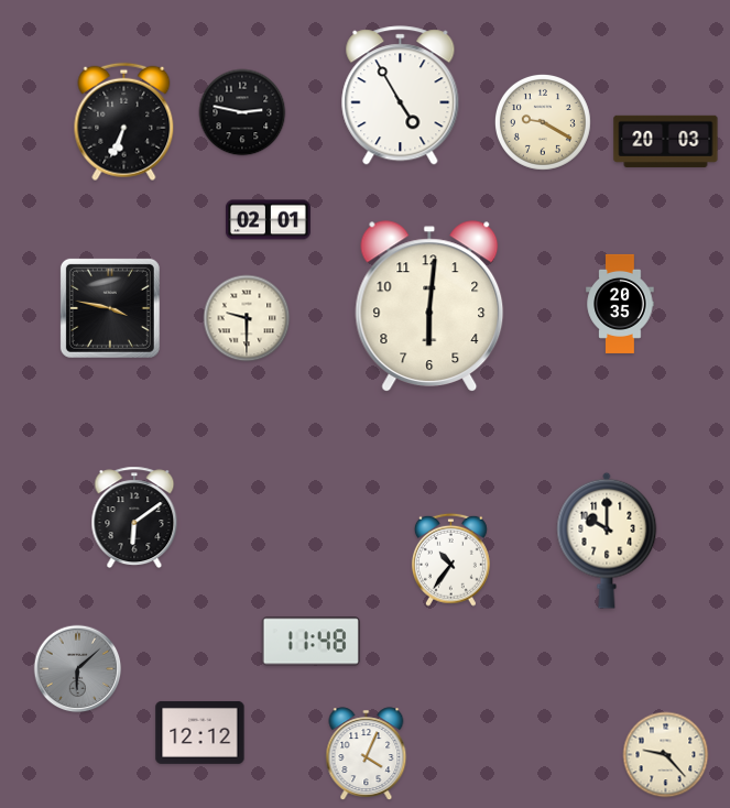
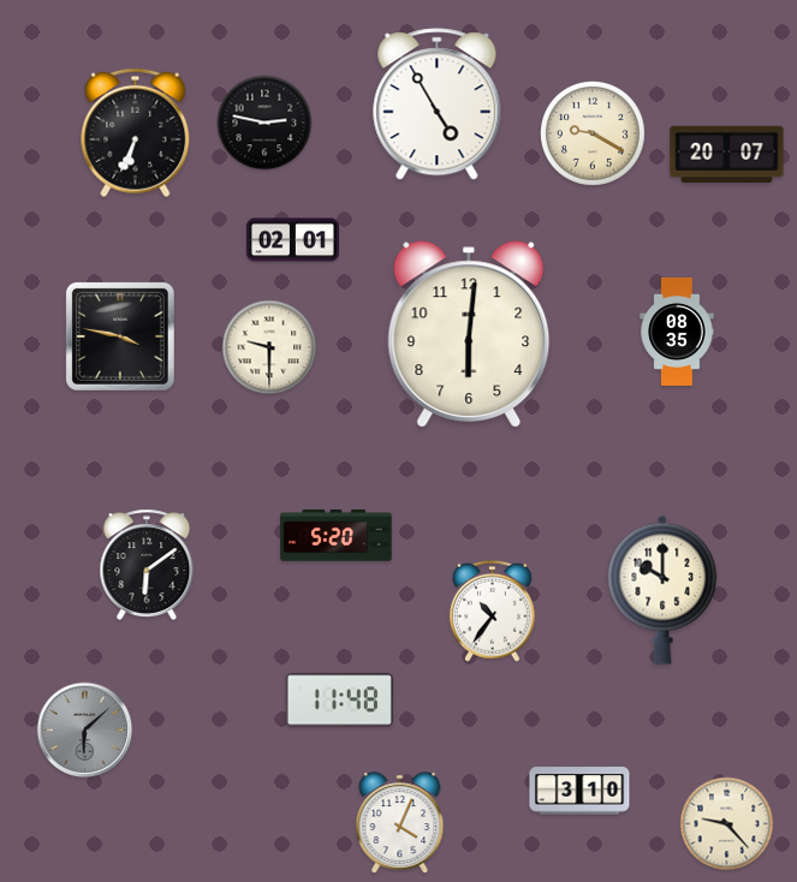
clock at (666, 141): 20:03 -> 20:07
clock at (620, 304): 20:35 -> 08:35
clock at (337, 536): none -> 5:20
clock at (579, 791): none -> 3:10
clock at (200, 732): 12:12 -> none
